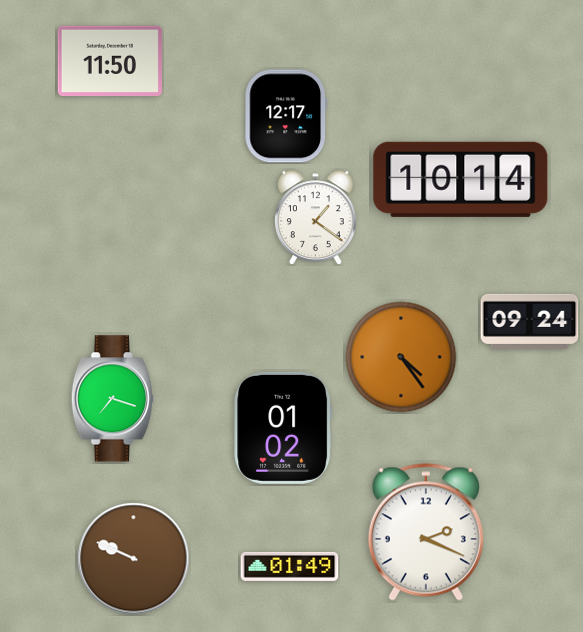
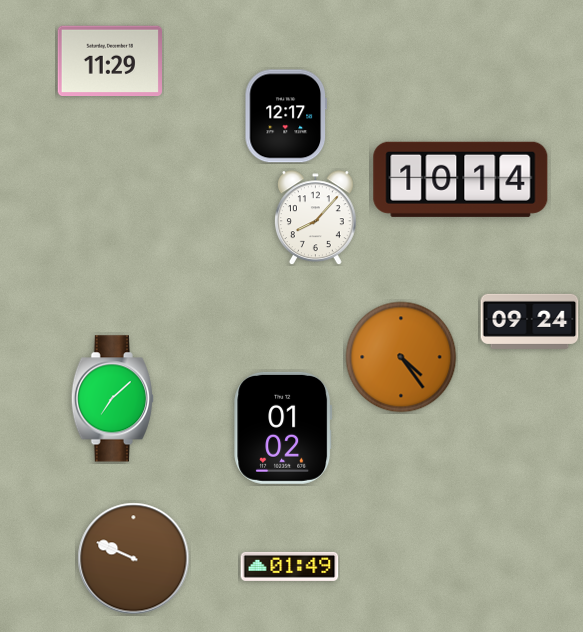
clock at (109, 60): 11:50 -> 11:29
clock at (315, 218): 1:21 -> 8:07
clock at (112, 399): 7:18 -> 7:08
clock at (426, 532): 2:19 -> none
